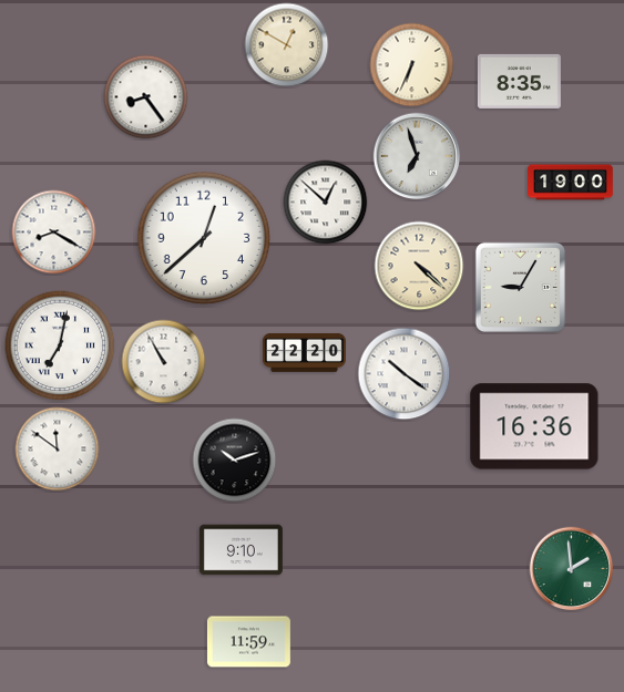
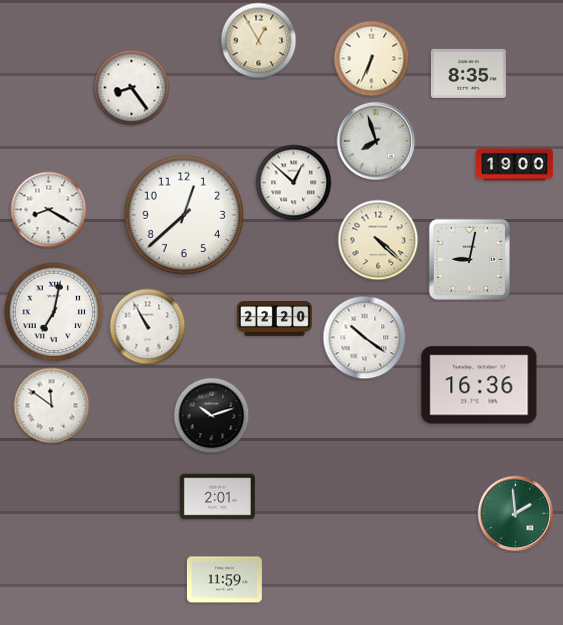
clock at (287, 45): 12:50 -> 12:55
clock at (417, 156): 6:57 -> 7:57
clock at (520, 287): 9:05 -> 9:02
clock at (534, 426) position: (534, 426) -> (479, 385)
clock at (241, 550): 9:10 -> 2:01
